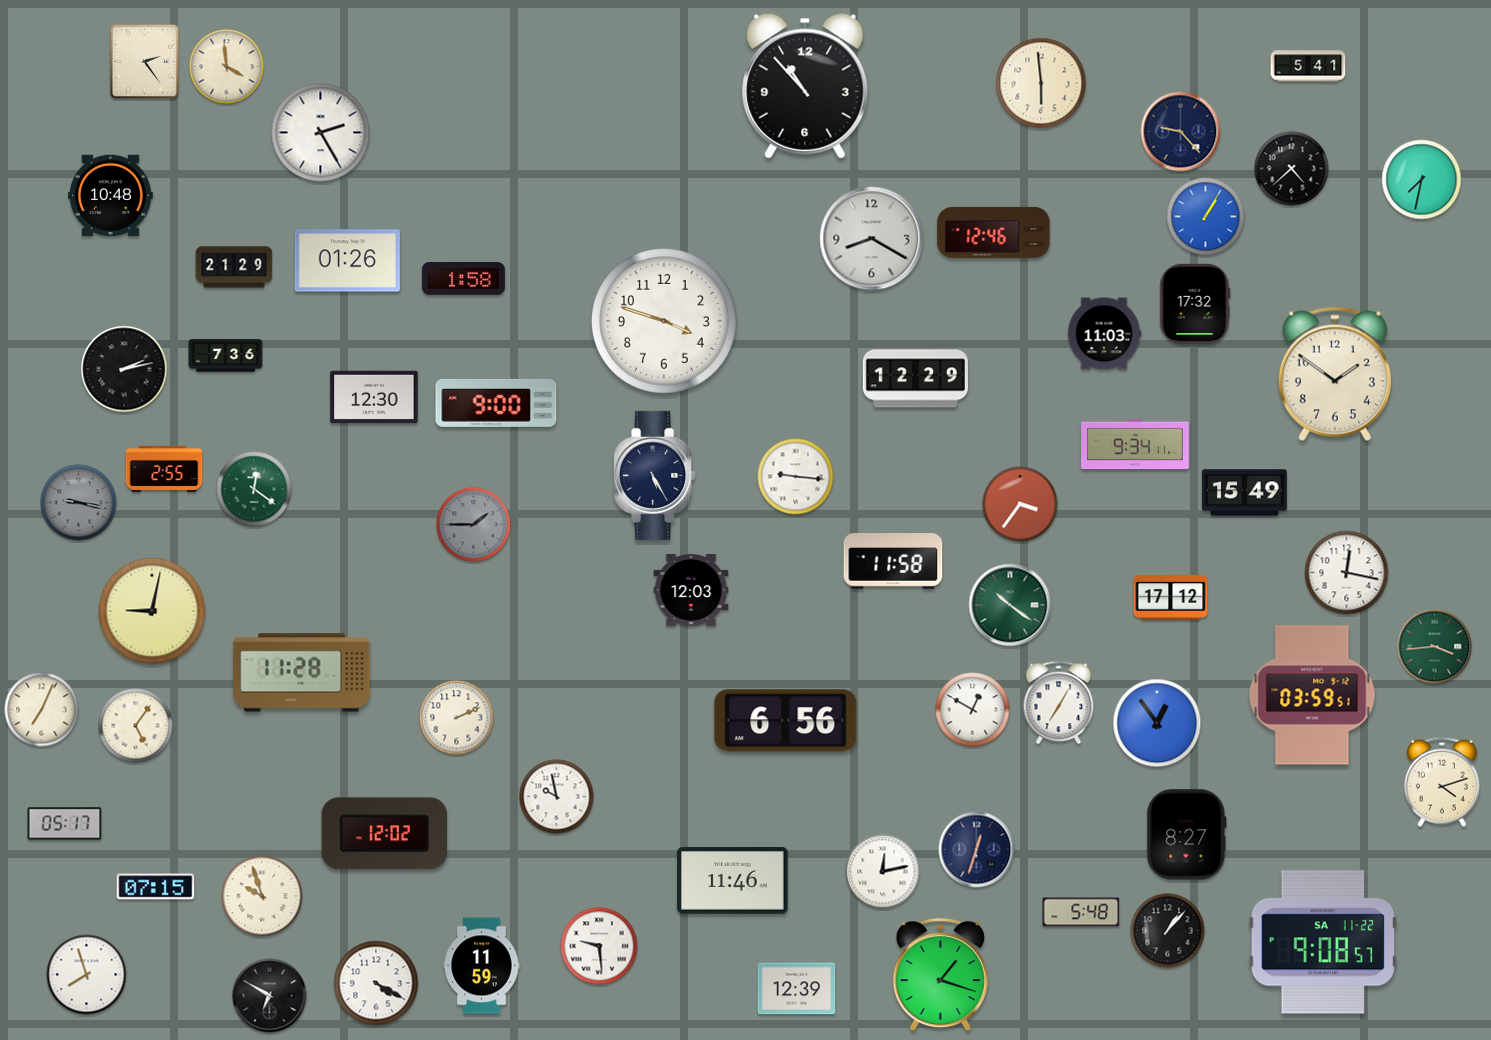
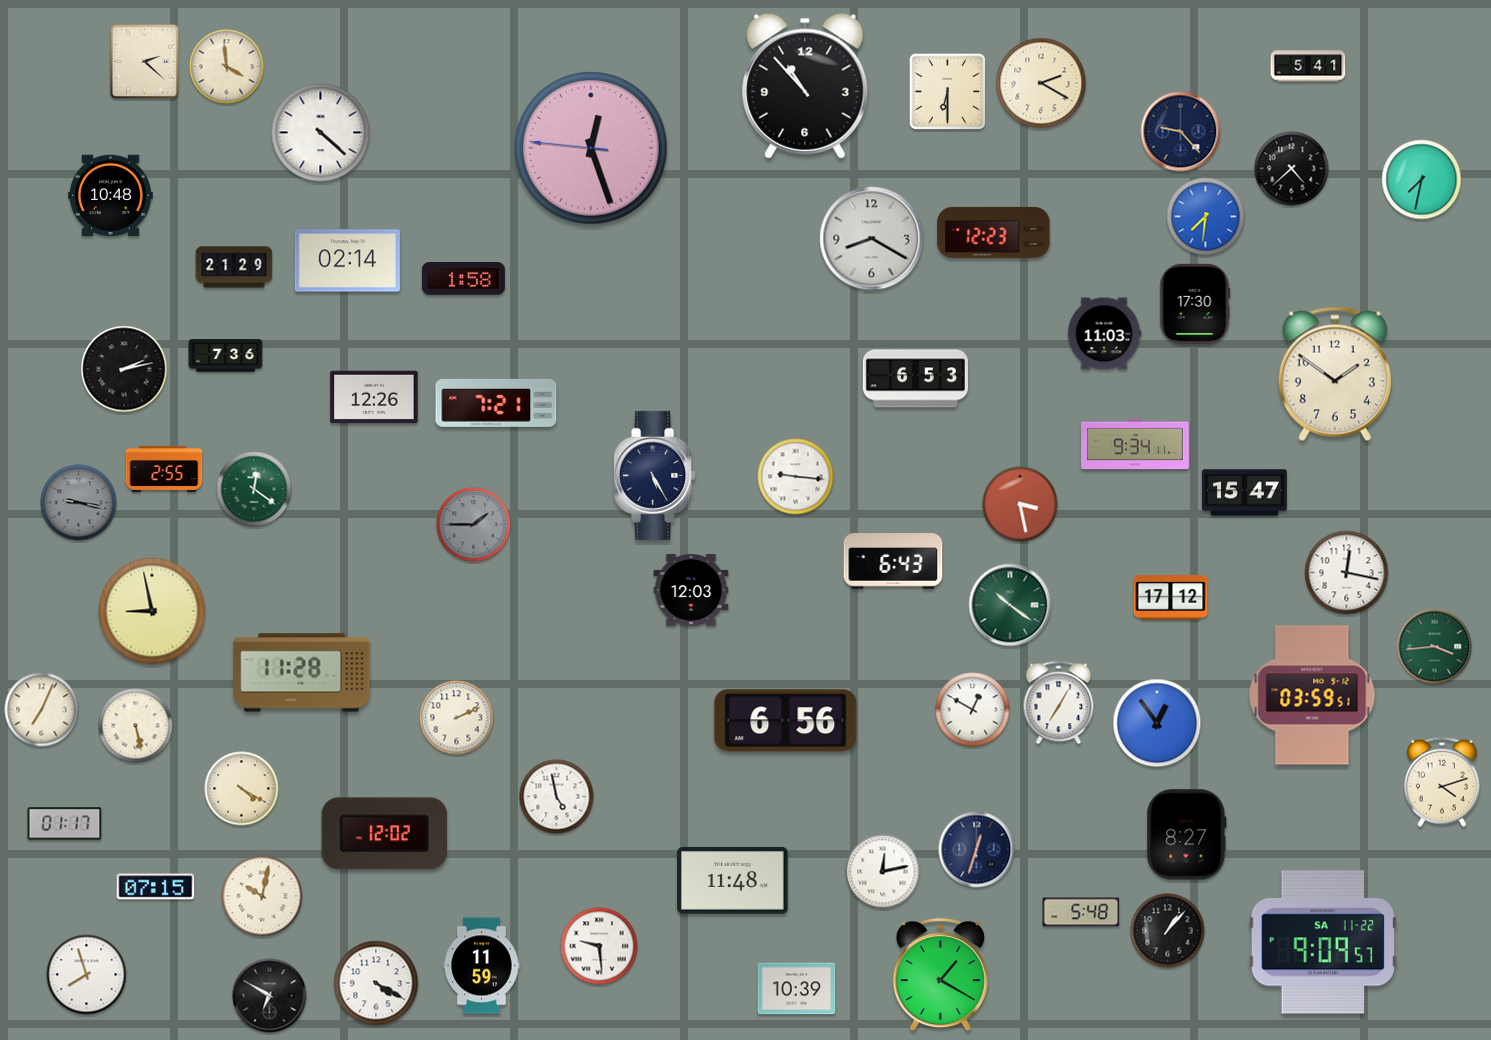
clock at (145, 62): 2:24 -> 2:22
clock at (1041, 83): 5:59 -> 2:20
clock at (948, 92): none -> 6:30
clock at (321, 133): 2:25 -> 4:22
clock at (591, 148): none -> 12:26
clock at (1206, 217): 1:05 -> 7:31
clock at (994, 232): 12:46 -> 12:23
clock at (347, 261): 01:26 -> 02:14
clock at (1195, 303): 17:32 -> 17:30
clock at (665, 322): 3:48 -> none
clock at (915, 379): 12:29 -> 6:53
clock at (374, 397): 12:30 -> 12:26
clock at (496, 403): 9:00 -> 7:21
clock at (1245, 493): 15:49 -> 15:47
clock at (1020, 504): 3:36 -> 3:28
clock at (893, 561): 11:58 -> 6:43
clock at (152, 611): 9:02 -> 8:58
clock at (136, 726): 5:06 -> 5:28
clock at (242, 789): none -> 4:20
clock at (557, 797): 9:58 -> 4:58
clock at (65, 824): 05:17 -> 01:17
clock at (733, 881): 11:46 -> 11:48
clock at (262, 896): 9:57 -> 10:02
clock at (1322, 942): 9:08 -> 9:09
clock at (940, 975): 1:18 -> 1:20
clock at (797, 989): 12:39 -> 10:39
